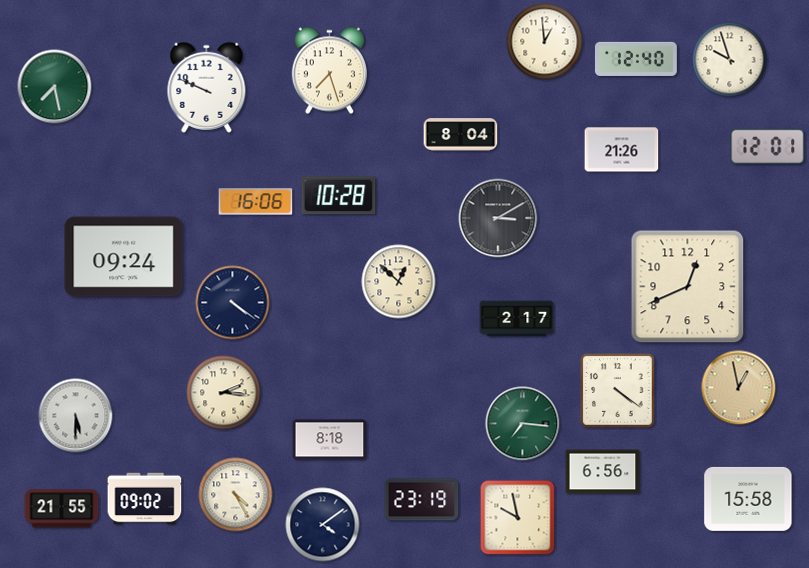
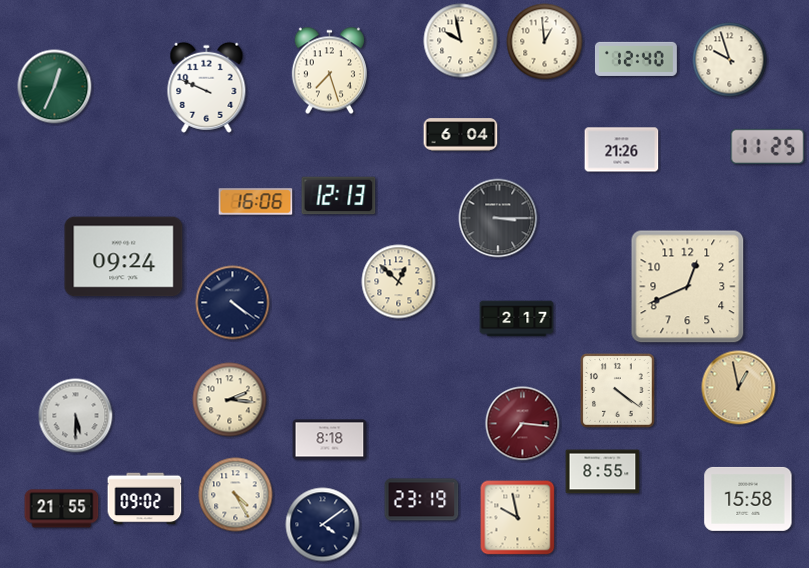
clock at (461, 41): none -> 9:58
clock at (55, 87): 7:28 -> 12:34
clock at (461, 135): 8:04 -> 6:04
clock at (768, 146): 12:01 -> 11:25
clock at (339, 196): 10:28 -> 12:13
clock at (498, 218): 3:10 -> 3:15
clock at (224, 393) position: (224, 393) -> (230, 400)
clock at (523, 424) dial: green -> burgundy
clock at (603, 472): 6:56 -> 8:55
